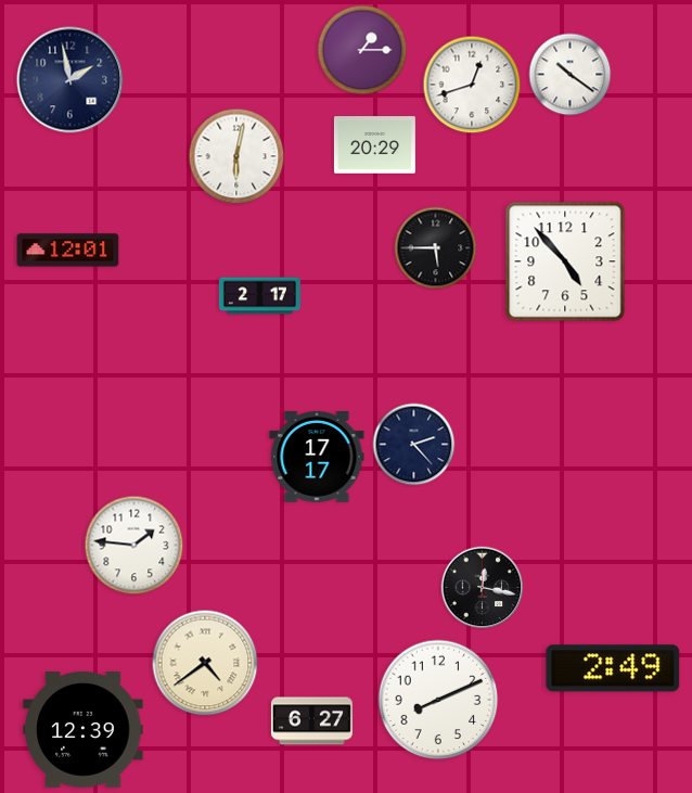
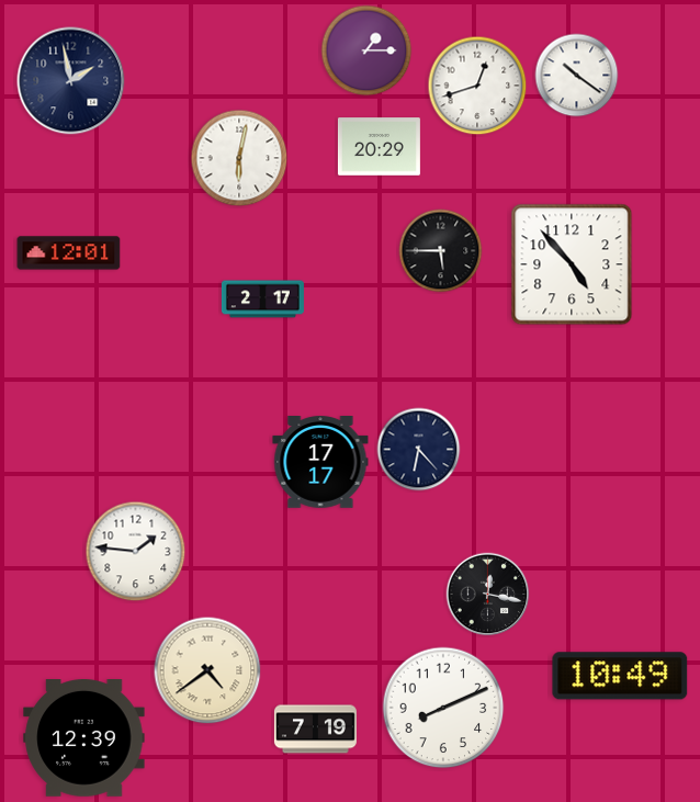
clock at (414, 445): 2:23 -> 6:23
clock at (613, 668): 2:49 -> 10:49
clock at (311, 721): 6:27 -> 7:19
